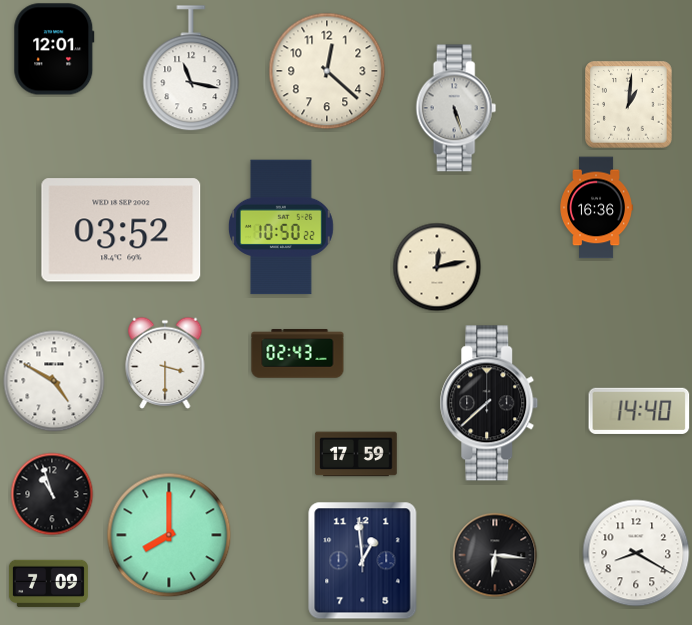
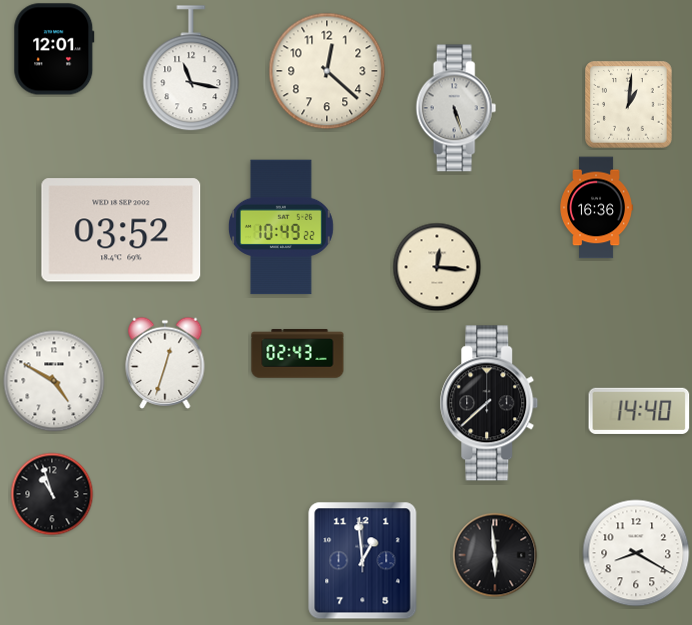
clock at (281, 227): 10:50 -> 10:49
clock at (437, 267): 12:13 -> 12:16
clock at (165, 363): 3:30 -> 12:33
clock at (357, 454): 17:59 -> none
clock at (169, 535): 8:00 -> none
clock at (495, 555): 6:16 -> 5:59
clock at (48, 584): 7:09 -> none
